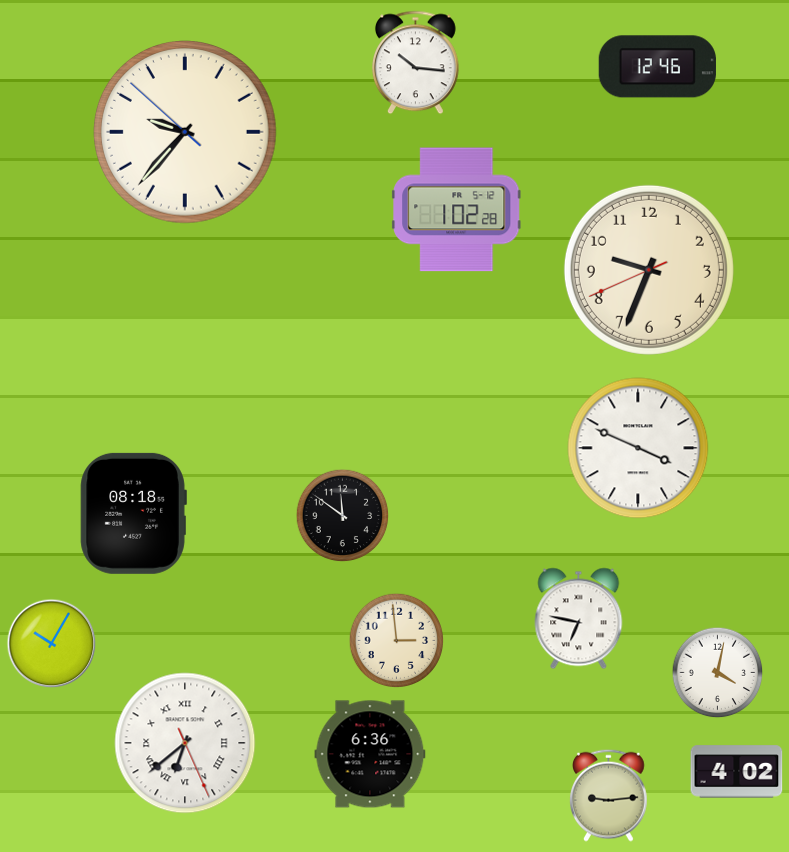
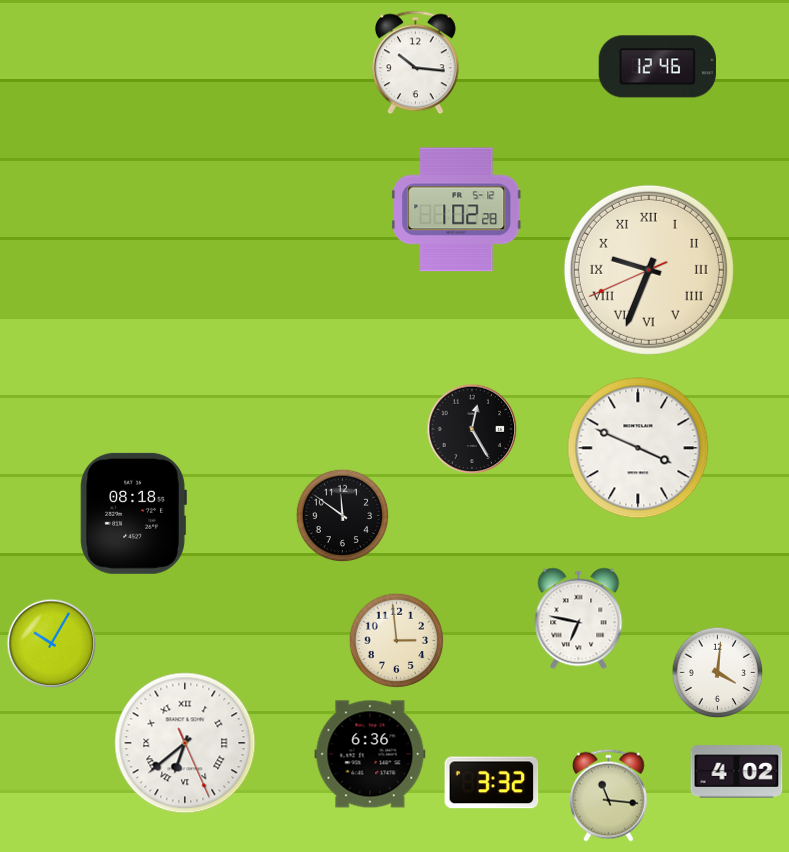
clock at (186, 133): 9:36 -> none
clock at (649, 270) numerals: Arabic -> Roman
clock at (472, 429): none -> 12:25
clock at (718, 673): 4:02 -> 4:01
clock at (492, 783): none -> 3:32
clock at (609, 795): 9:14 -> 11:16
